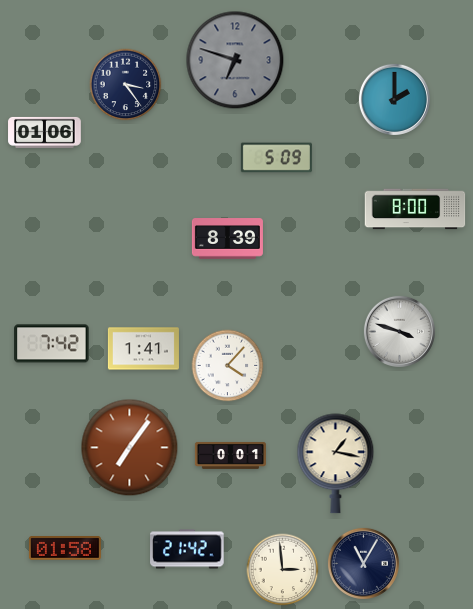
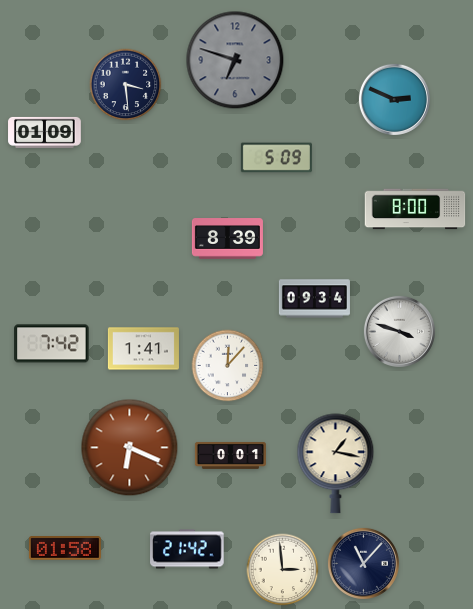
clock at (126, 85): 3:24 -> 3:29
clock at (394, 99): 2:00 -> 2:49
clock at (45, 132): 01:06 -> 01:09
clock at (314, 299): none -> 09:34
clock at (228, 366): 4:07 -> 12:07
clock at (130, 448): 7:06 -> 6:19
clock at (363, 563): 11:05 -> 11:07
